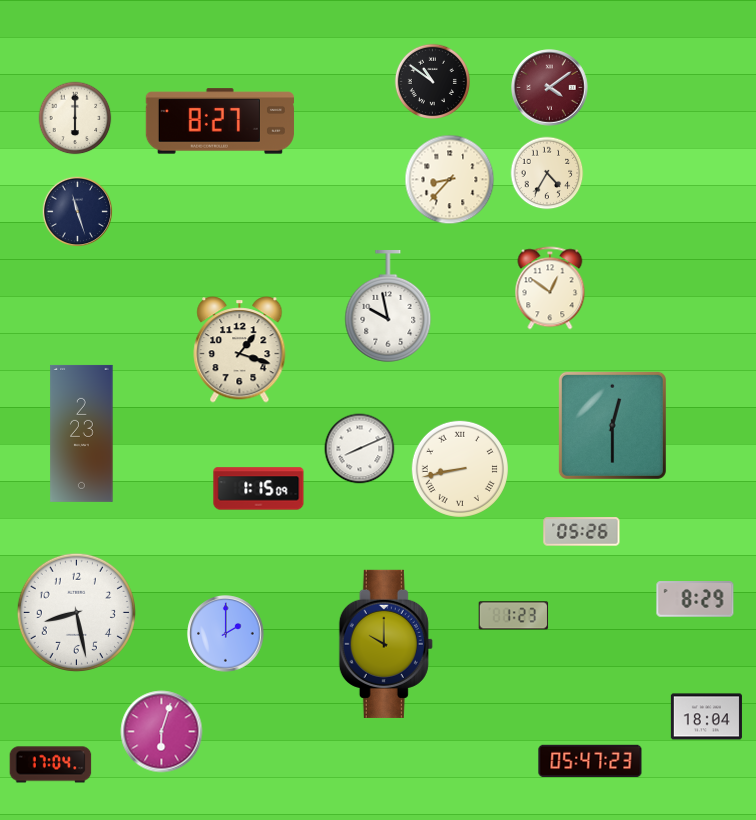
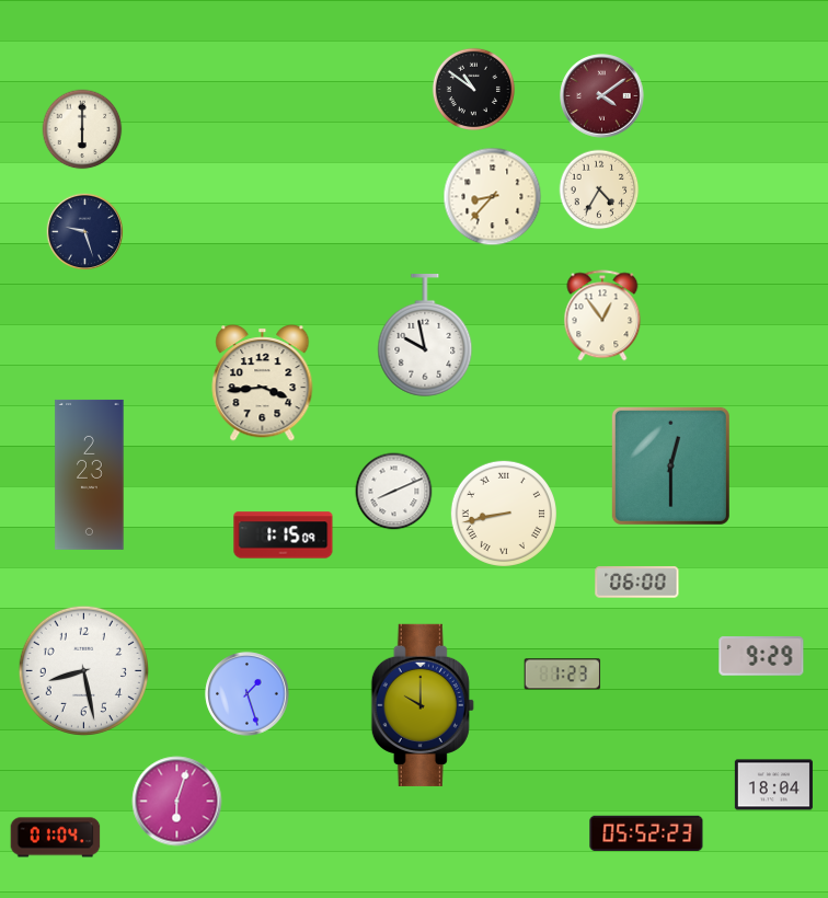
clock at (220, 121): 8:27 -> none
clock at (78, 212): 11:27 -> 9:27
clock at (550, 288): 12:51 -> 12:54
clock at (240, 350): 1:18 -> 3:44
clock at (582, 532): 05:26 -> 06:00
clock at (695, 599): 8:29 -> 9:29
clock at (226, 634): 2:00 -> 1:27
clock at (590, 761): 05:47 -> 05:52
clock at (51, 765): 17:04 -> 01:04
